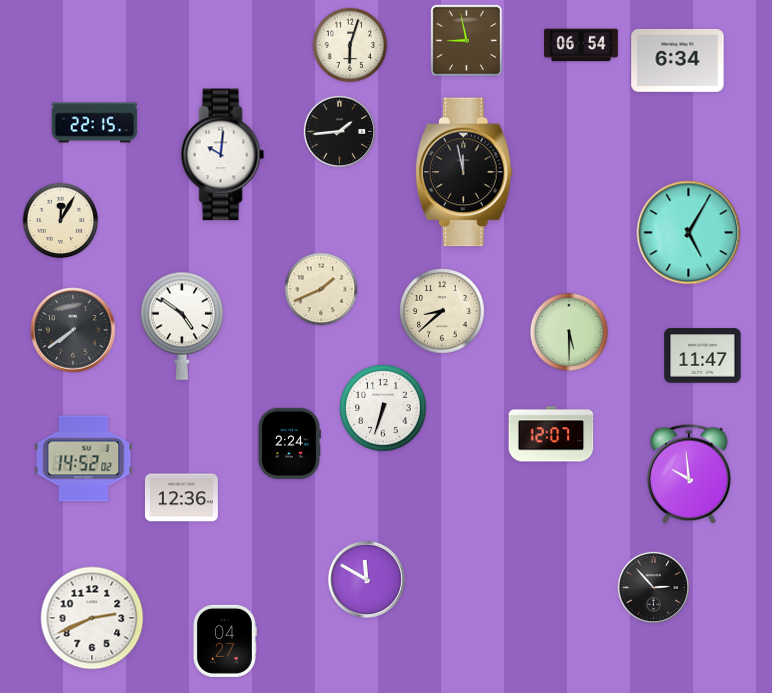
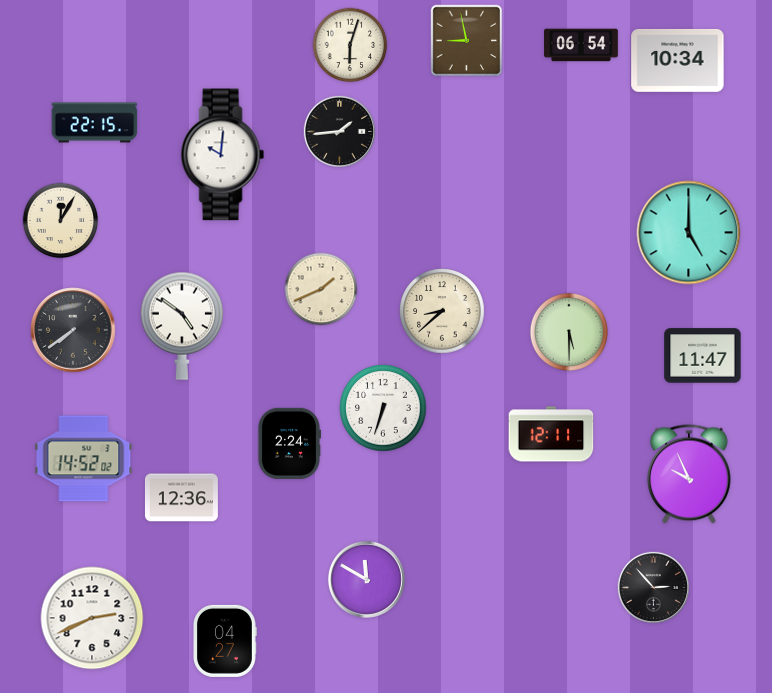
clock at (678, 60): 6:34 -> 10:34
clock at (464, 172): 11:58 -> none
clock at (689, 233): 5:05 -> 5:00
clock at (551, 434): 12:07 -> 12:11
clock at (689, 474): 9:59 -> 9:56
